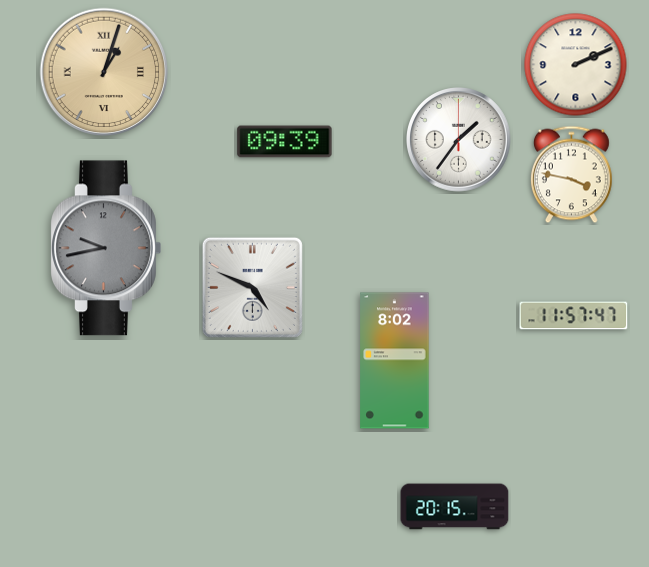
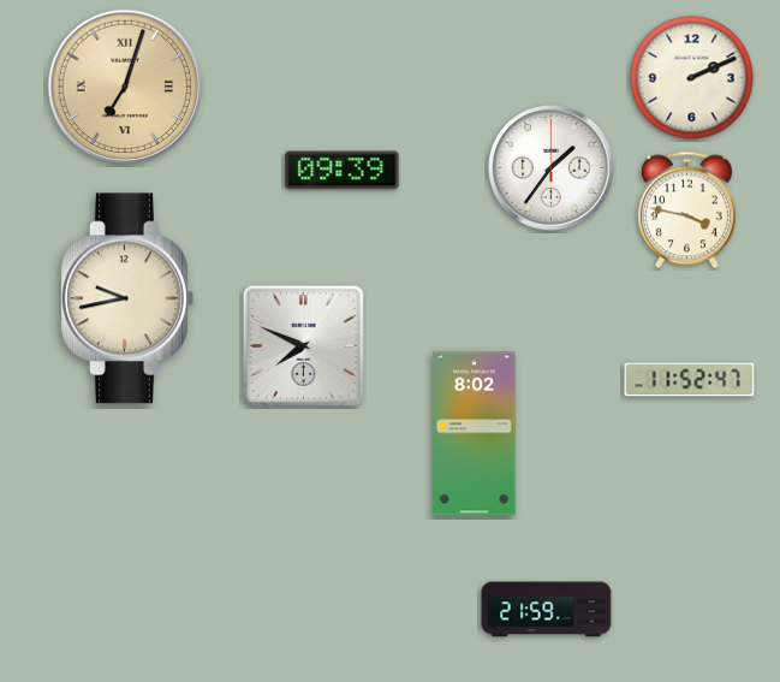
clock at (104, 72): 1:03 -> 7:03
clock at (106, 248) dial: grey -> cream
clock at (252, 287): 4:49 -> 7:49
clock at (574, 316): 11:57 -> 11:52
clock at (455, 507): 20:15 -> 21:59
